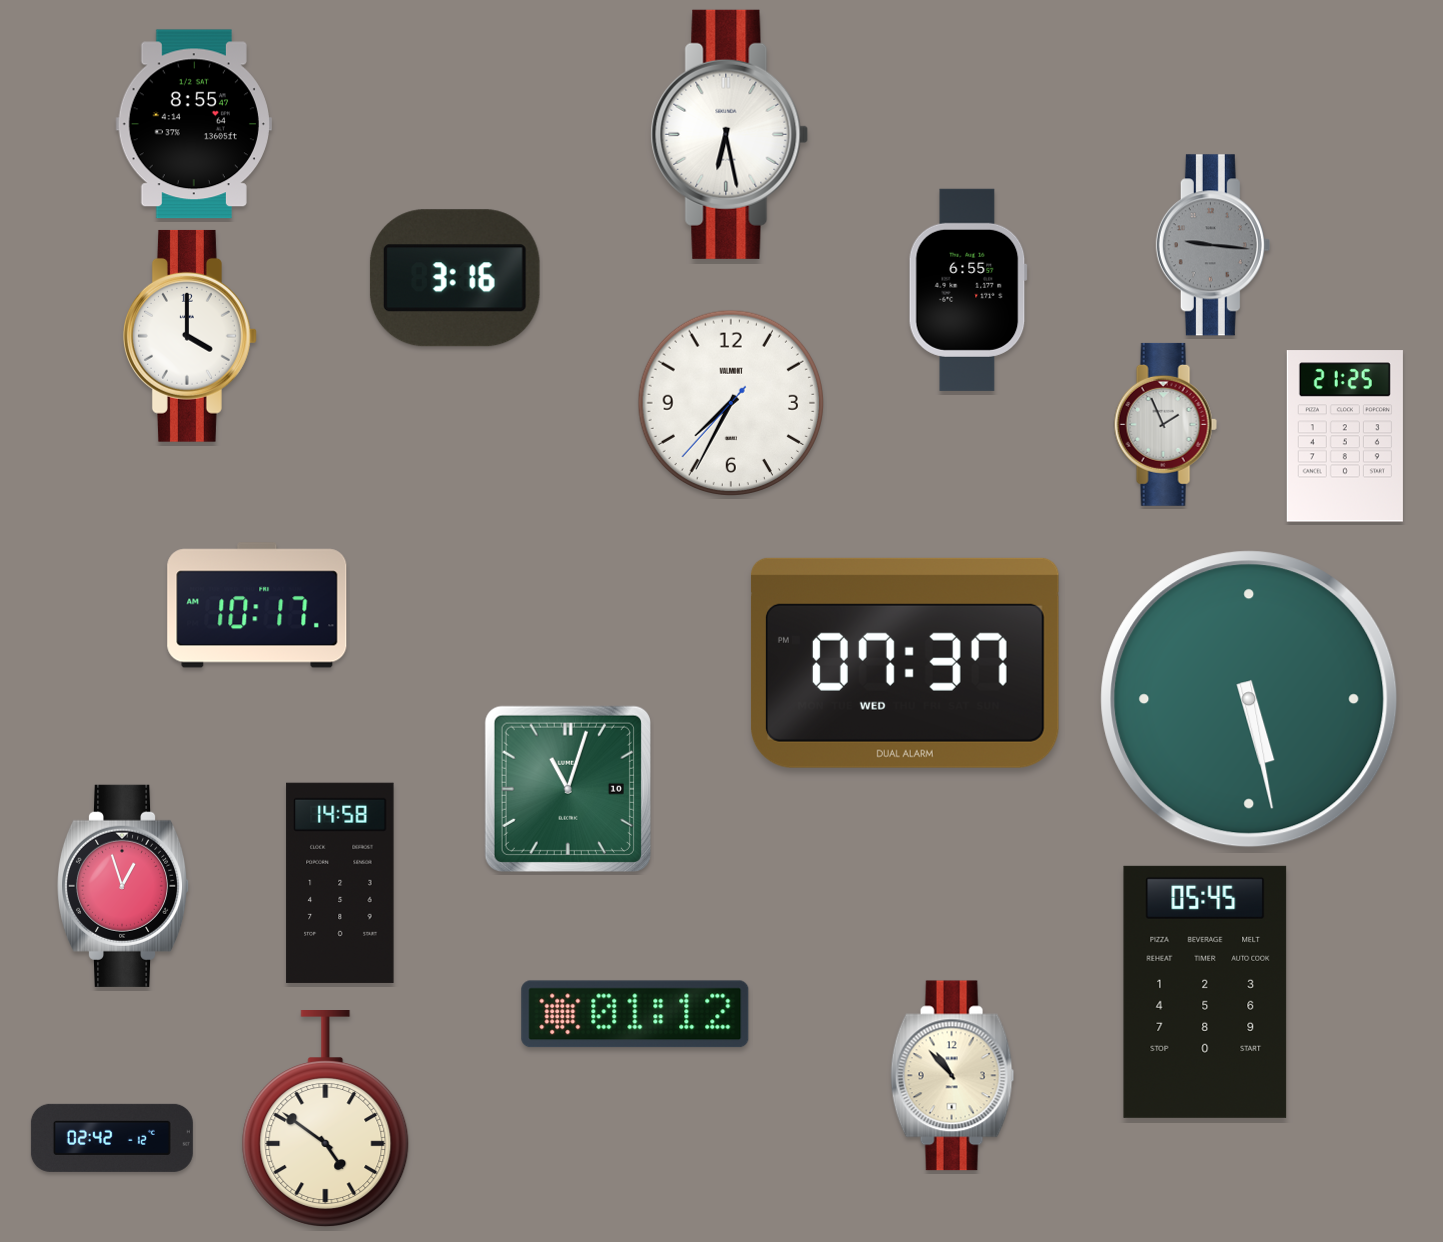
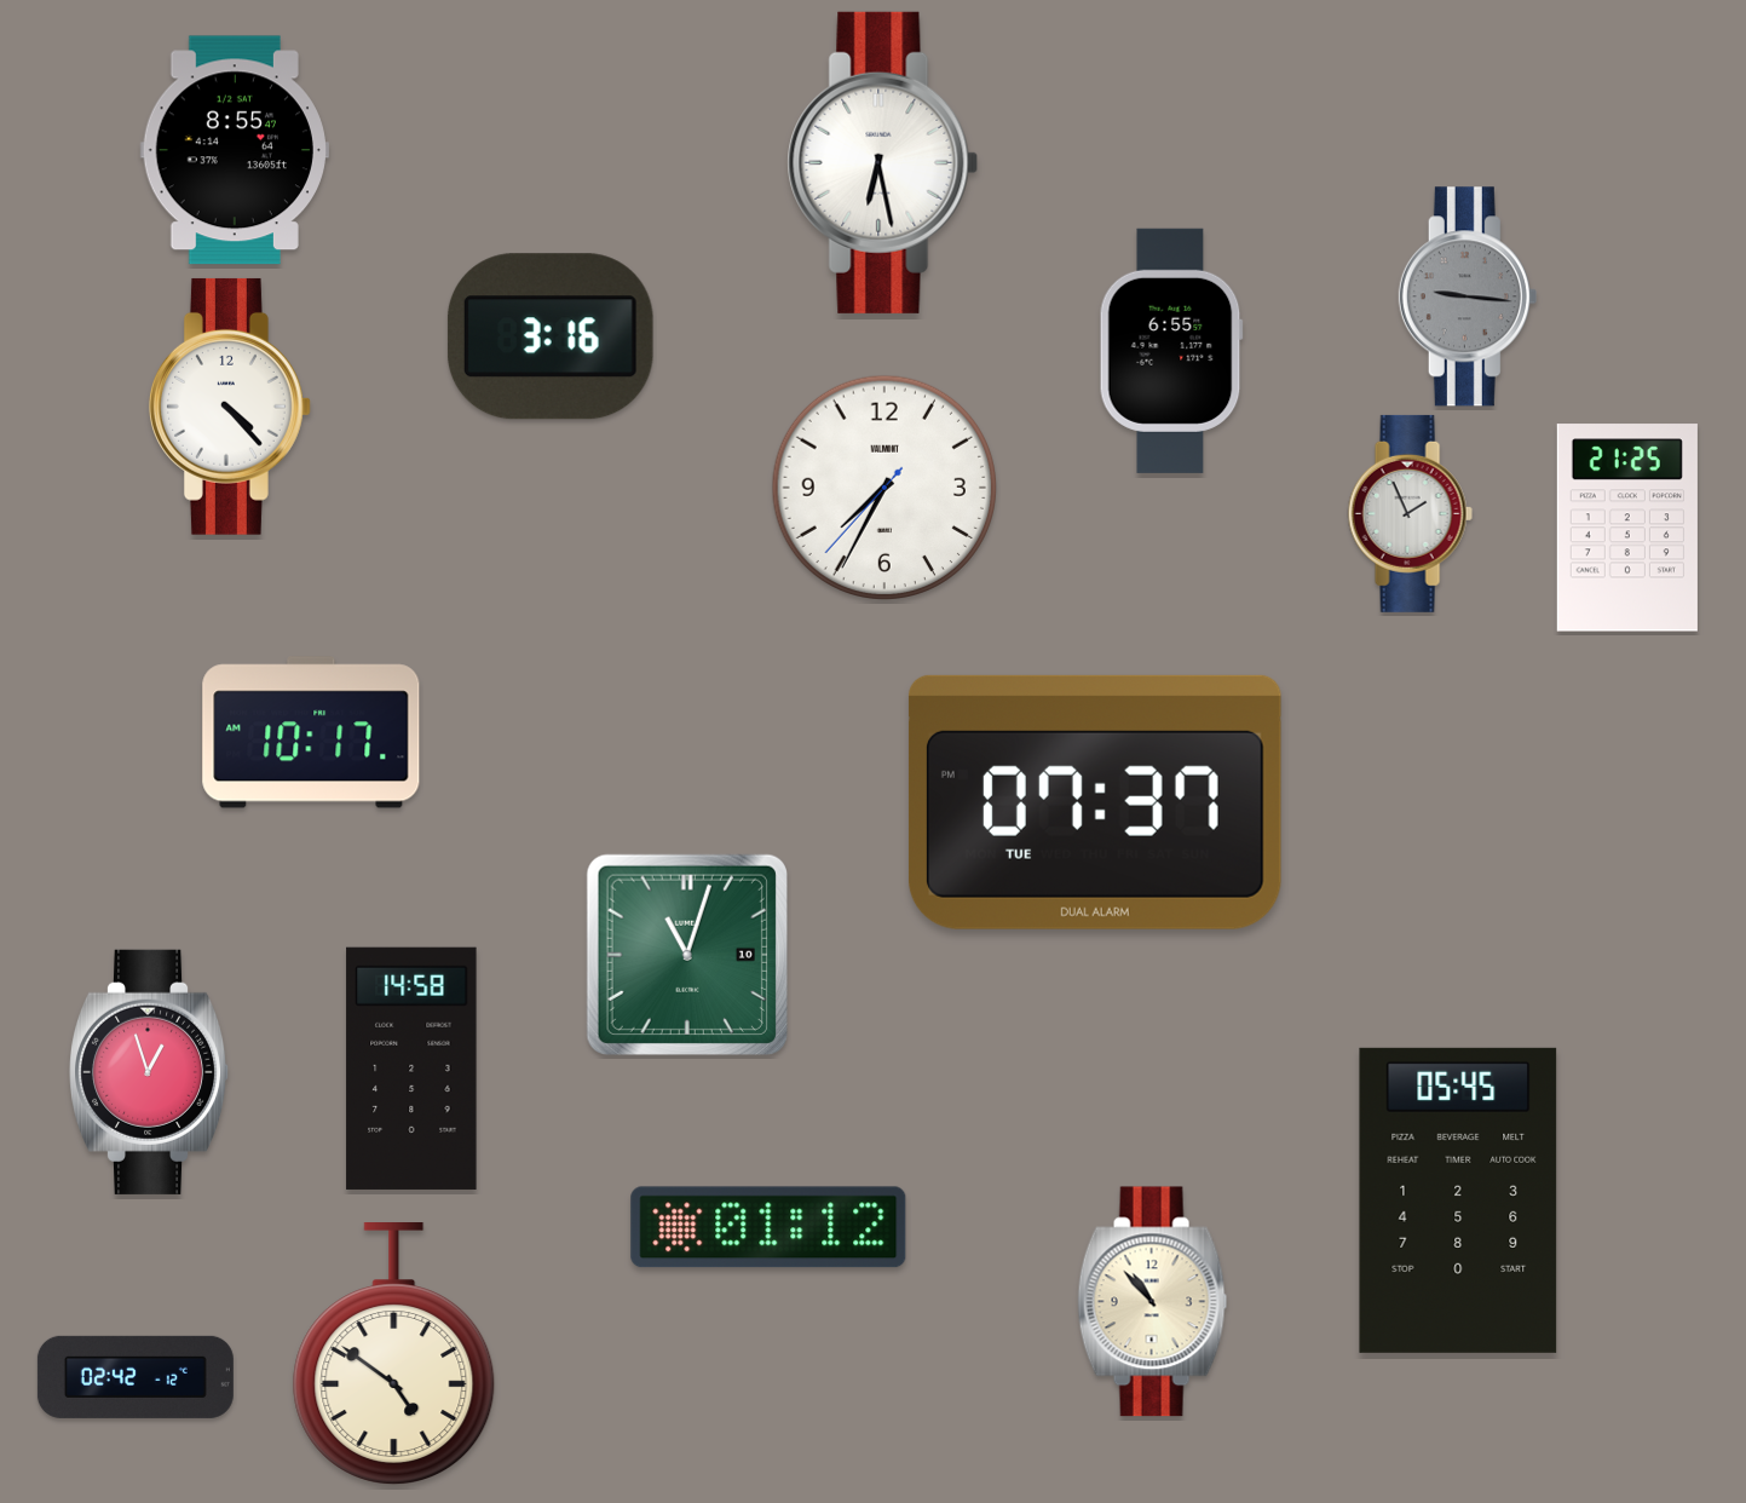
clock at (190, 336): 4:00 -> 4:23
clock at (905, 663) date: WED -> TUE
clock at (1249, 699): 5:28 -> none
